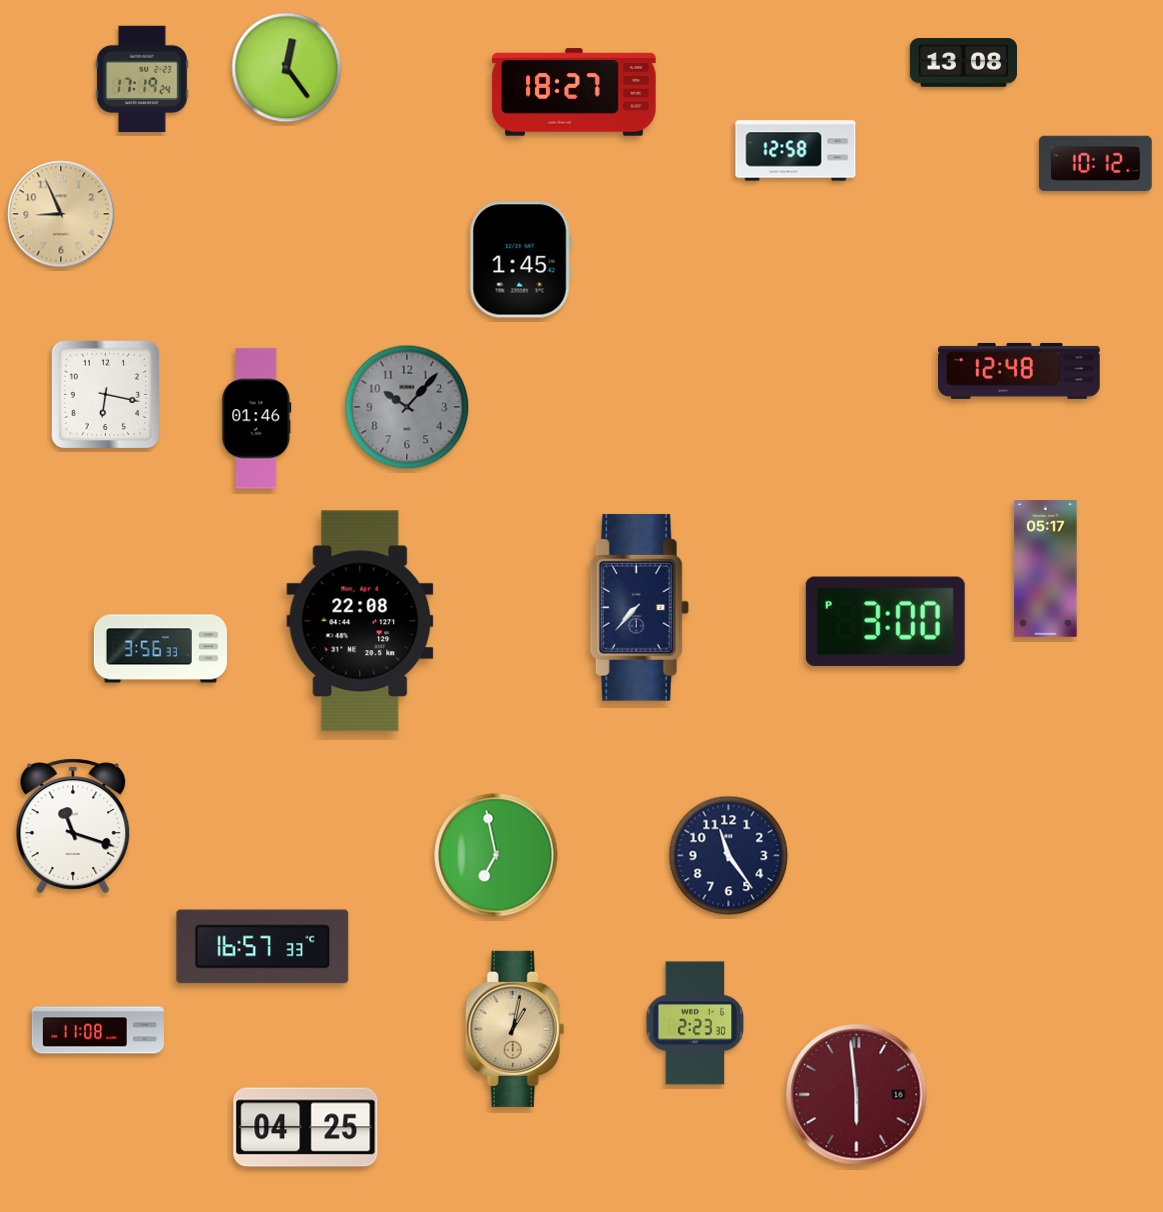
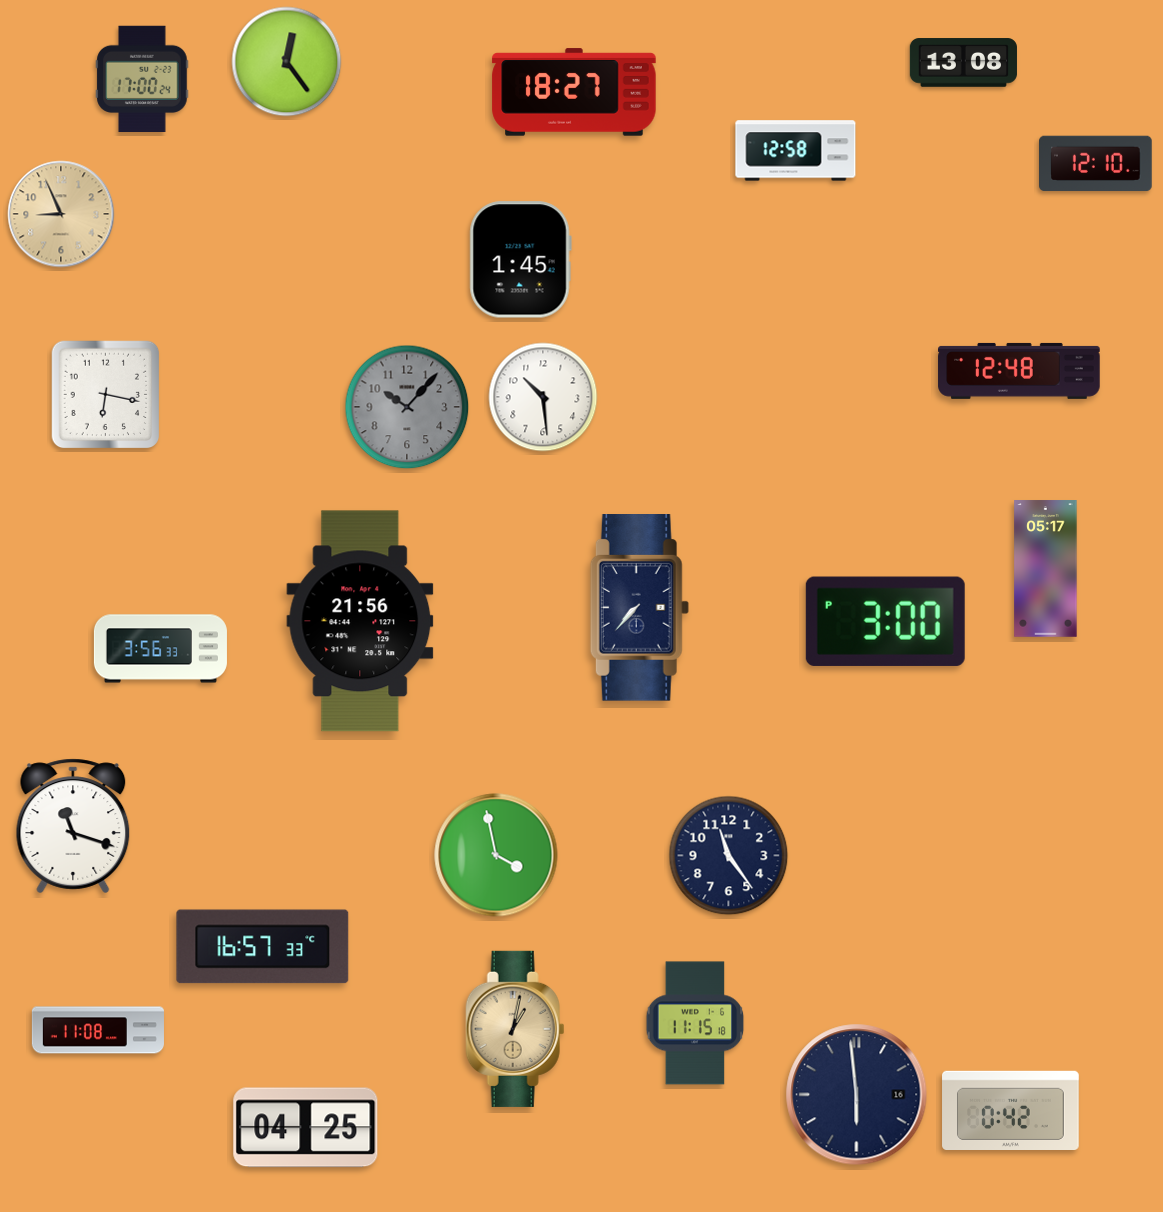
clock at (287, 68) position: (287, 68) -> (287, 62)
clock at (142, 78): 17:19 -> 17:00
clock at (1096, 164): 10:12 -> 12:10
clock at (543, 397): none -> 10:29
clock at (257, 419): 01:46 -> none
clock at (360, 621): 22:08 -> 21:56
clock at (496, 855): 6:58 -> 3:58
clock at (695, 1023): 2:23 -> 11:15
clock at (857, 1095) dial: burgundy -> navy
clock at (1011, 1110): none -> 0:42
